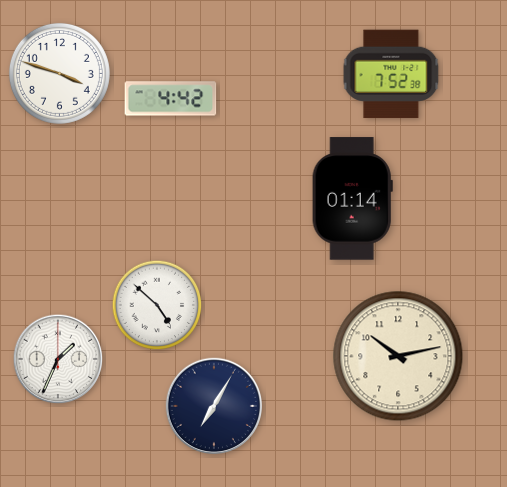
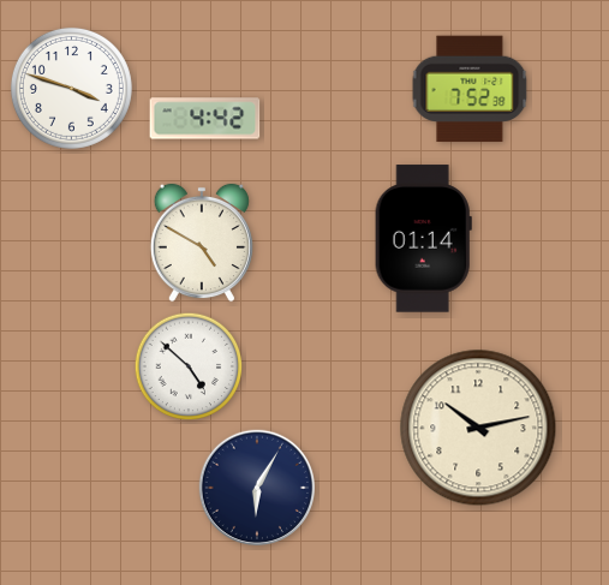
clock at (202, 243): none -> 4:50
clock at (58, 359): 1:34 -> none
clock at (213, 405): 7:05 -> 6:05
